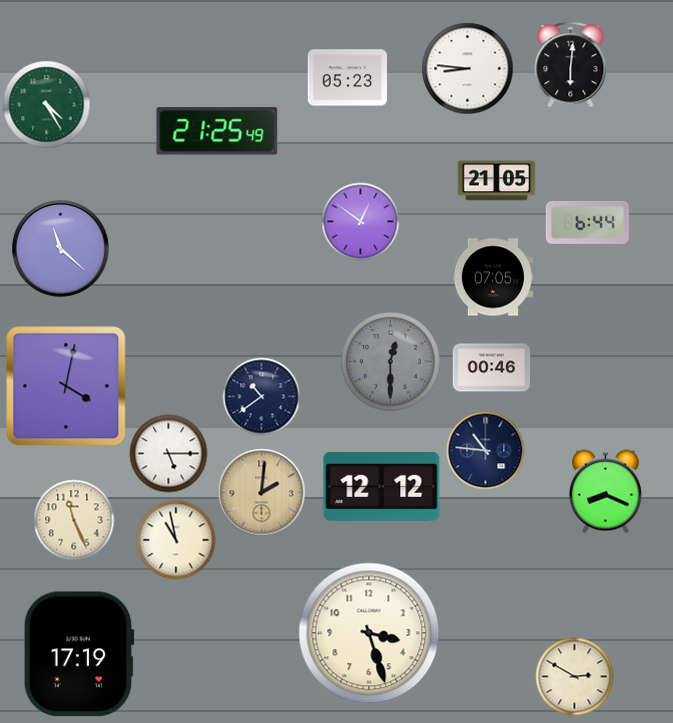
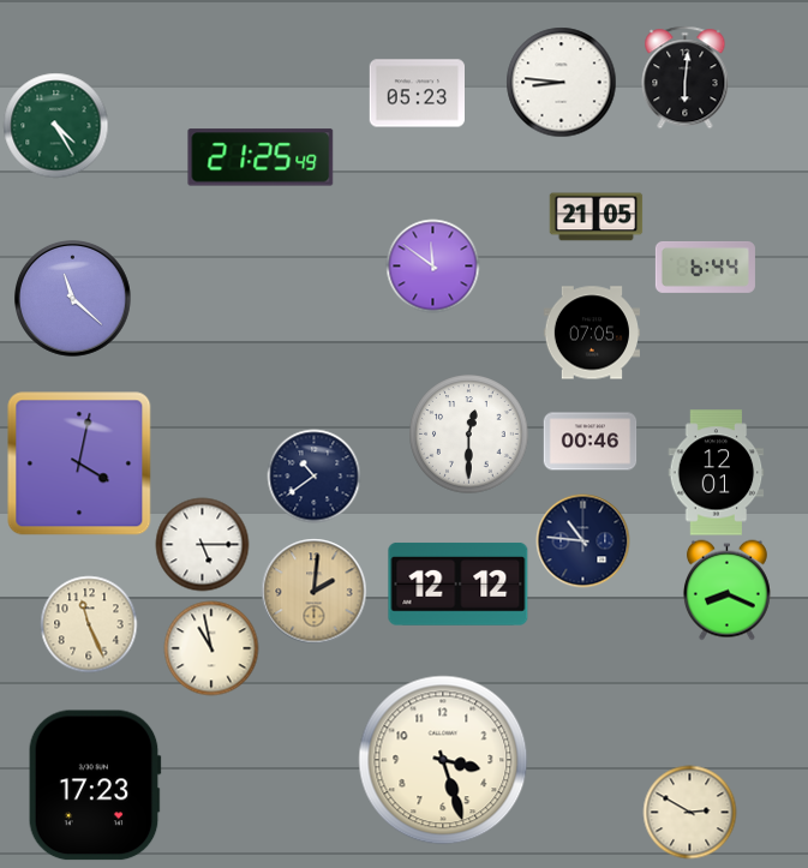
clock at (360, 221): 12:51 -> 11:51
clock at (391, 362) dial: grey -> white
clock at (717, 473): none -> 12:01
clock at (79, 654): 17:19 -> 17:23
